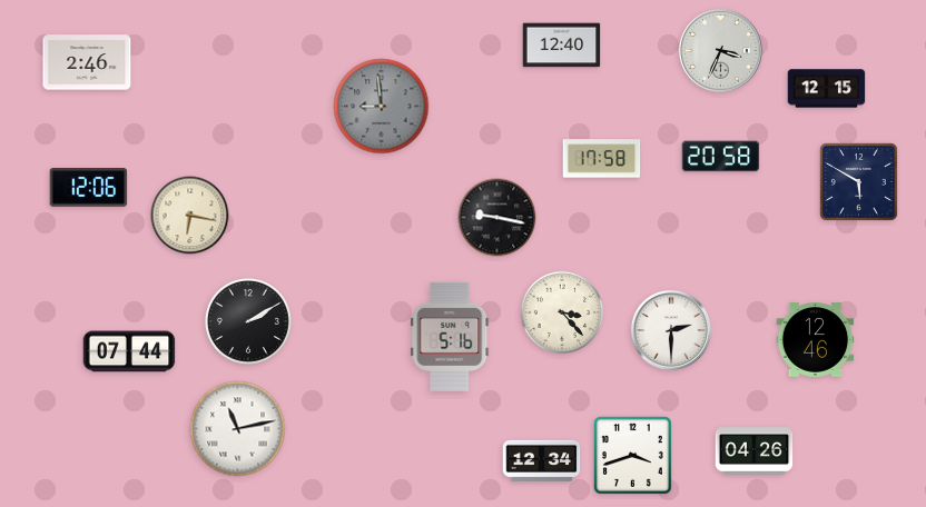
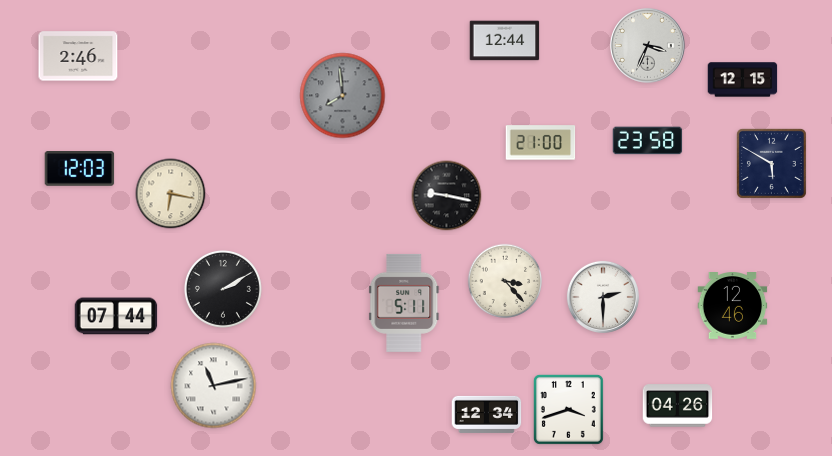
clock at (562, 46): 12:40 -> 12:44
clock at (382, 107): 8:59 -> 7:59
clock at (721, 157): 20:58 -> 23:58
clock at (602, 159): 17:58 -> 21:00
clock at (89, 188): 12:06 -> 12:03
clock at (450, 337): 5:16 -> 5:11
